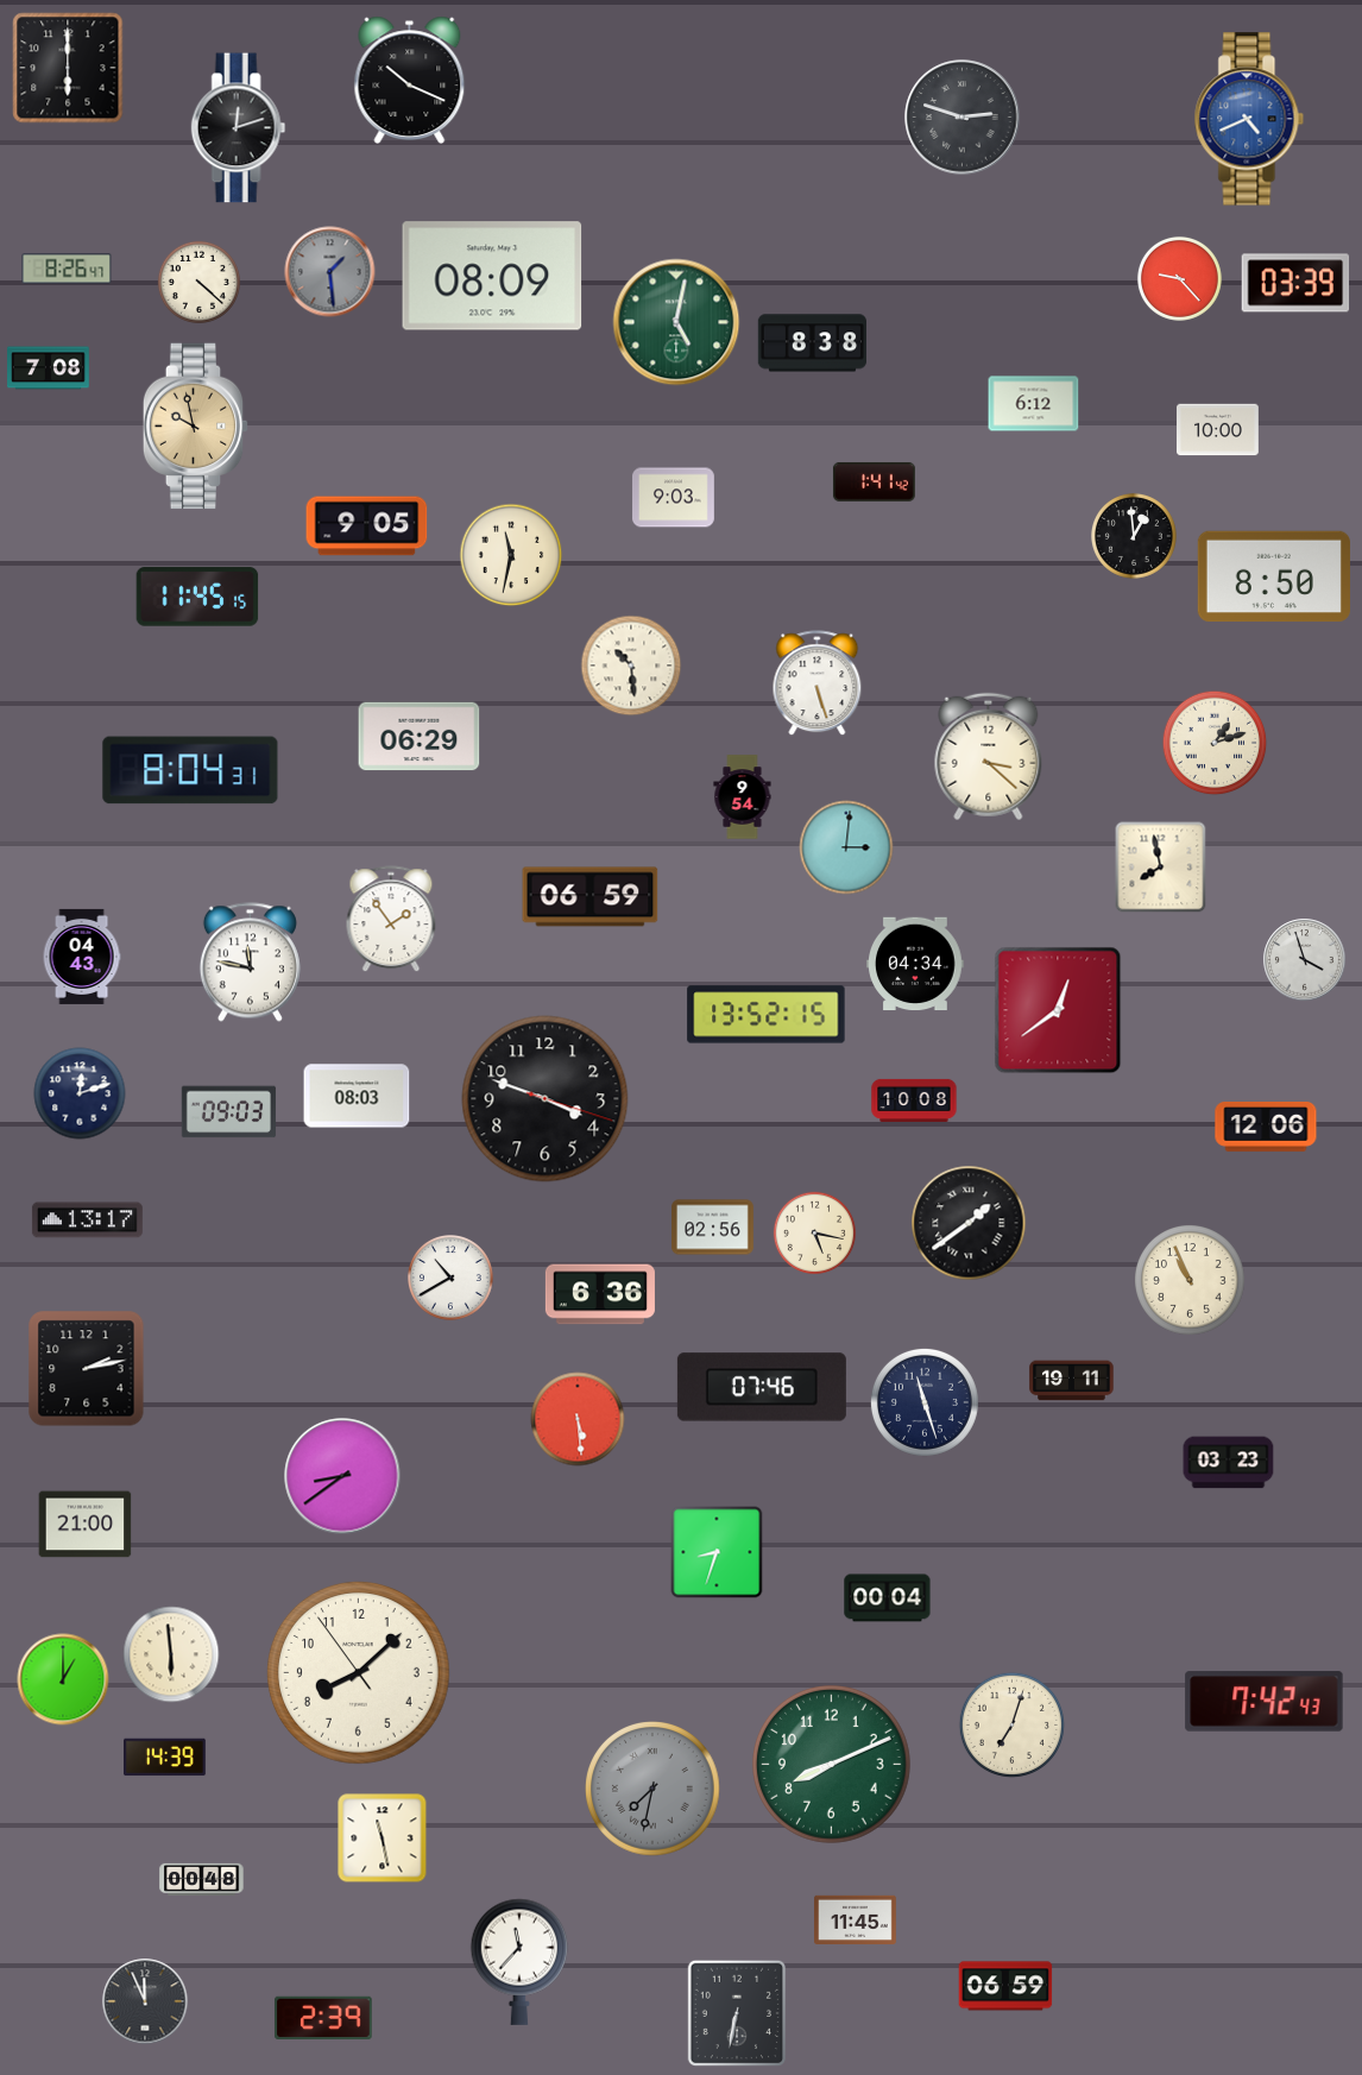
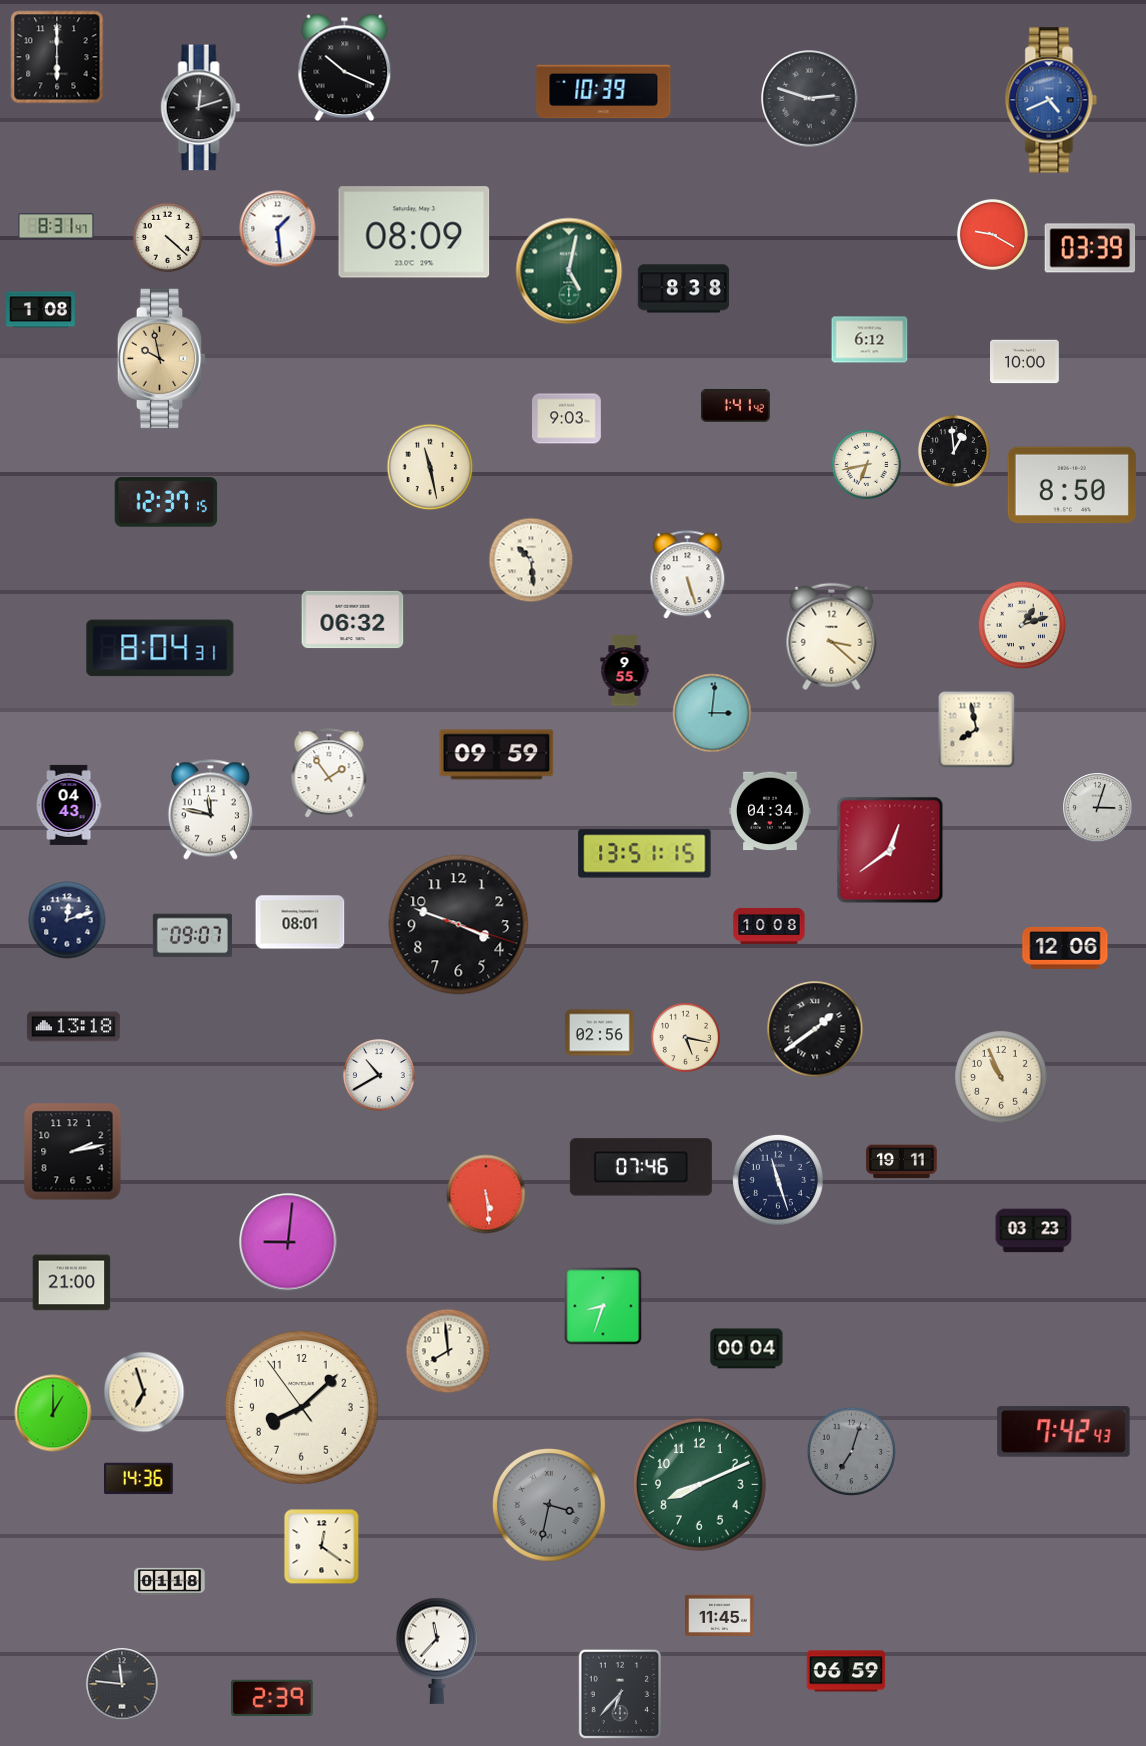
clock at (604, 92): none -> 10:39
clock at (67, 269): 8:26 -> 8:31
clock at (330, 272) dial: grey -> white
clock at (1179, 278): 9:23 -> 9:20
clock at (1295, 283) position: (1295, 283) -> (1090, 248)
clock at (49, 368): 7:08 -> 1:08
clock at (196, 427) position: (196, 427) -> (162, 359)
clock at (367, 526): 9:05 -> none
clock at (866, 464): none -> 6:43
clock at (511, 555): 11:32 -> 11:28
clock at (197, 597): 11:45 -> 12:37
clock at (420, 737): 06:29 -> 06:32
clock at (743, 797): 9:54 -> 9:55
clock at (591, 897): 06:59 -> 09:59
clock at (1305, 960): 3:57 -> 3:03
clock at (767, 1015): 13:52 -> 13:51
clock at (357, 1096): 08:03 -> 08:01
clock at (228, 1112): 09:03 -> 09:07
clock at (87, 1221): 13:17 -> 13:18
clock at (600, 1294): 6:36 -> none
clock at (342, 1476): 8:39 -> 9:01
clock at (888, 1598) position: (888, 1598) -> (747, 1349)
clock at (448, 1351): none -> 7:59
clock at (171, 1654): 5:59 -> 6:57
clock at (1011, 1724) dial: cream -> grey
clock at (165, 1758): 14:39 -> 14:36
clock at (652, 1789): 7:32 -> 3:32
clock at (383, 1839): 11:28 -> 12:21
clock at (202, 1879): 00:48 -> 01:18
clock at (145, 2001): 11:56 -> 11:46
clock at (736, 2012): 6:32 -> 6:37
